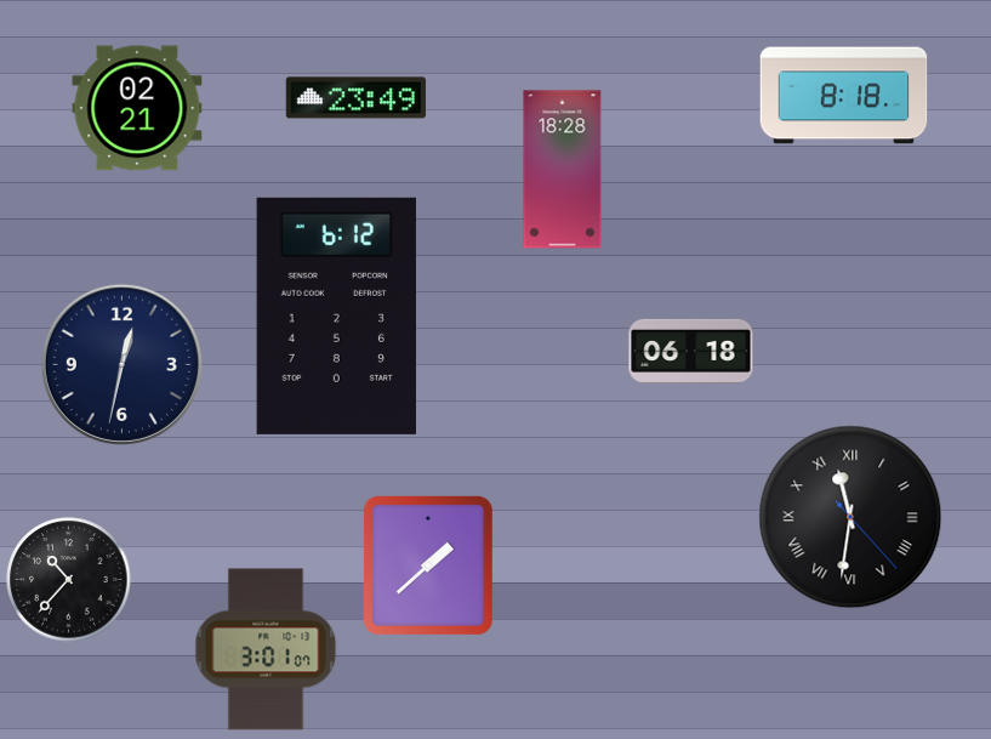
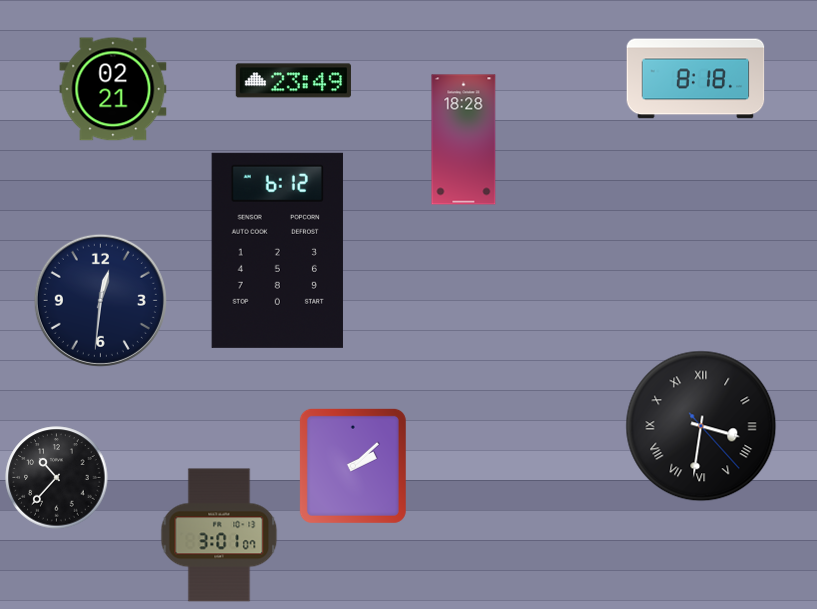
clock at (336, 316) position: (336, 316) -> (277, 250)
clock at (691, 351): 06:18 -> none
clock at (121, 364): 12:32 -> 12:31
clock at (850, 517): 11:31 -> 3:31
clock at (428, 565): 1:38 -> 2:08
